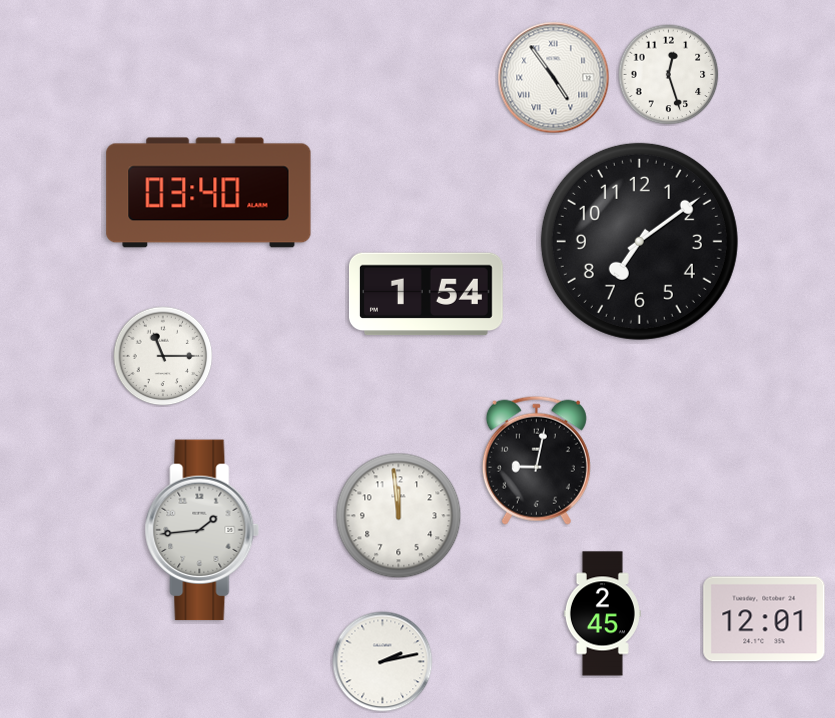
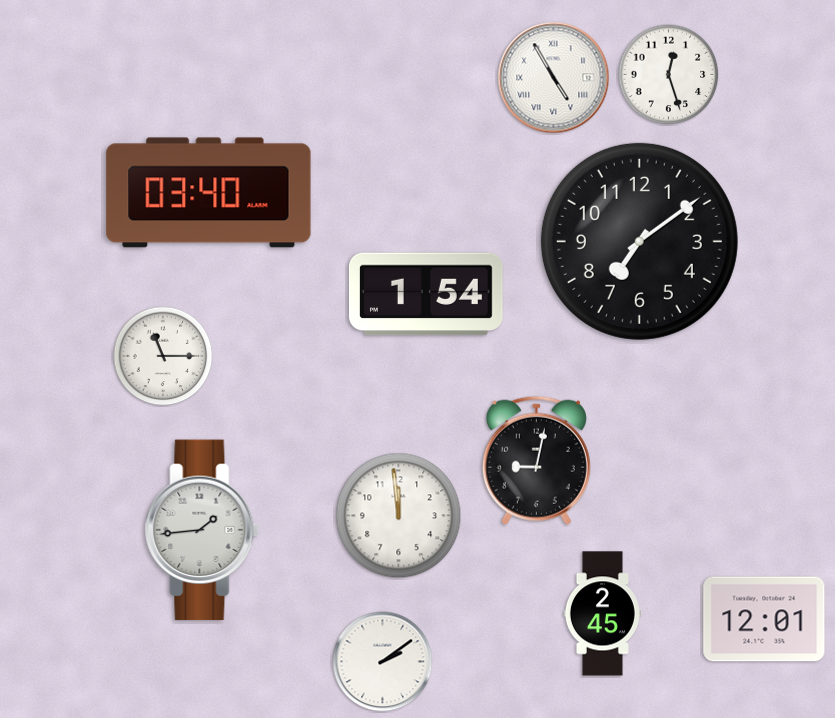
clock at (554, 78): 4:54 -> 4:55
clock at (383, 662): 2:13 -> 2:09
